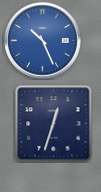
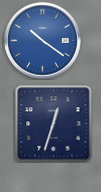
clock at (43, 41): 10:26 -> 10:21
